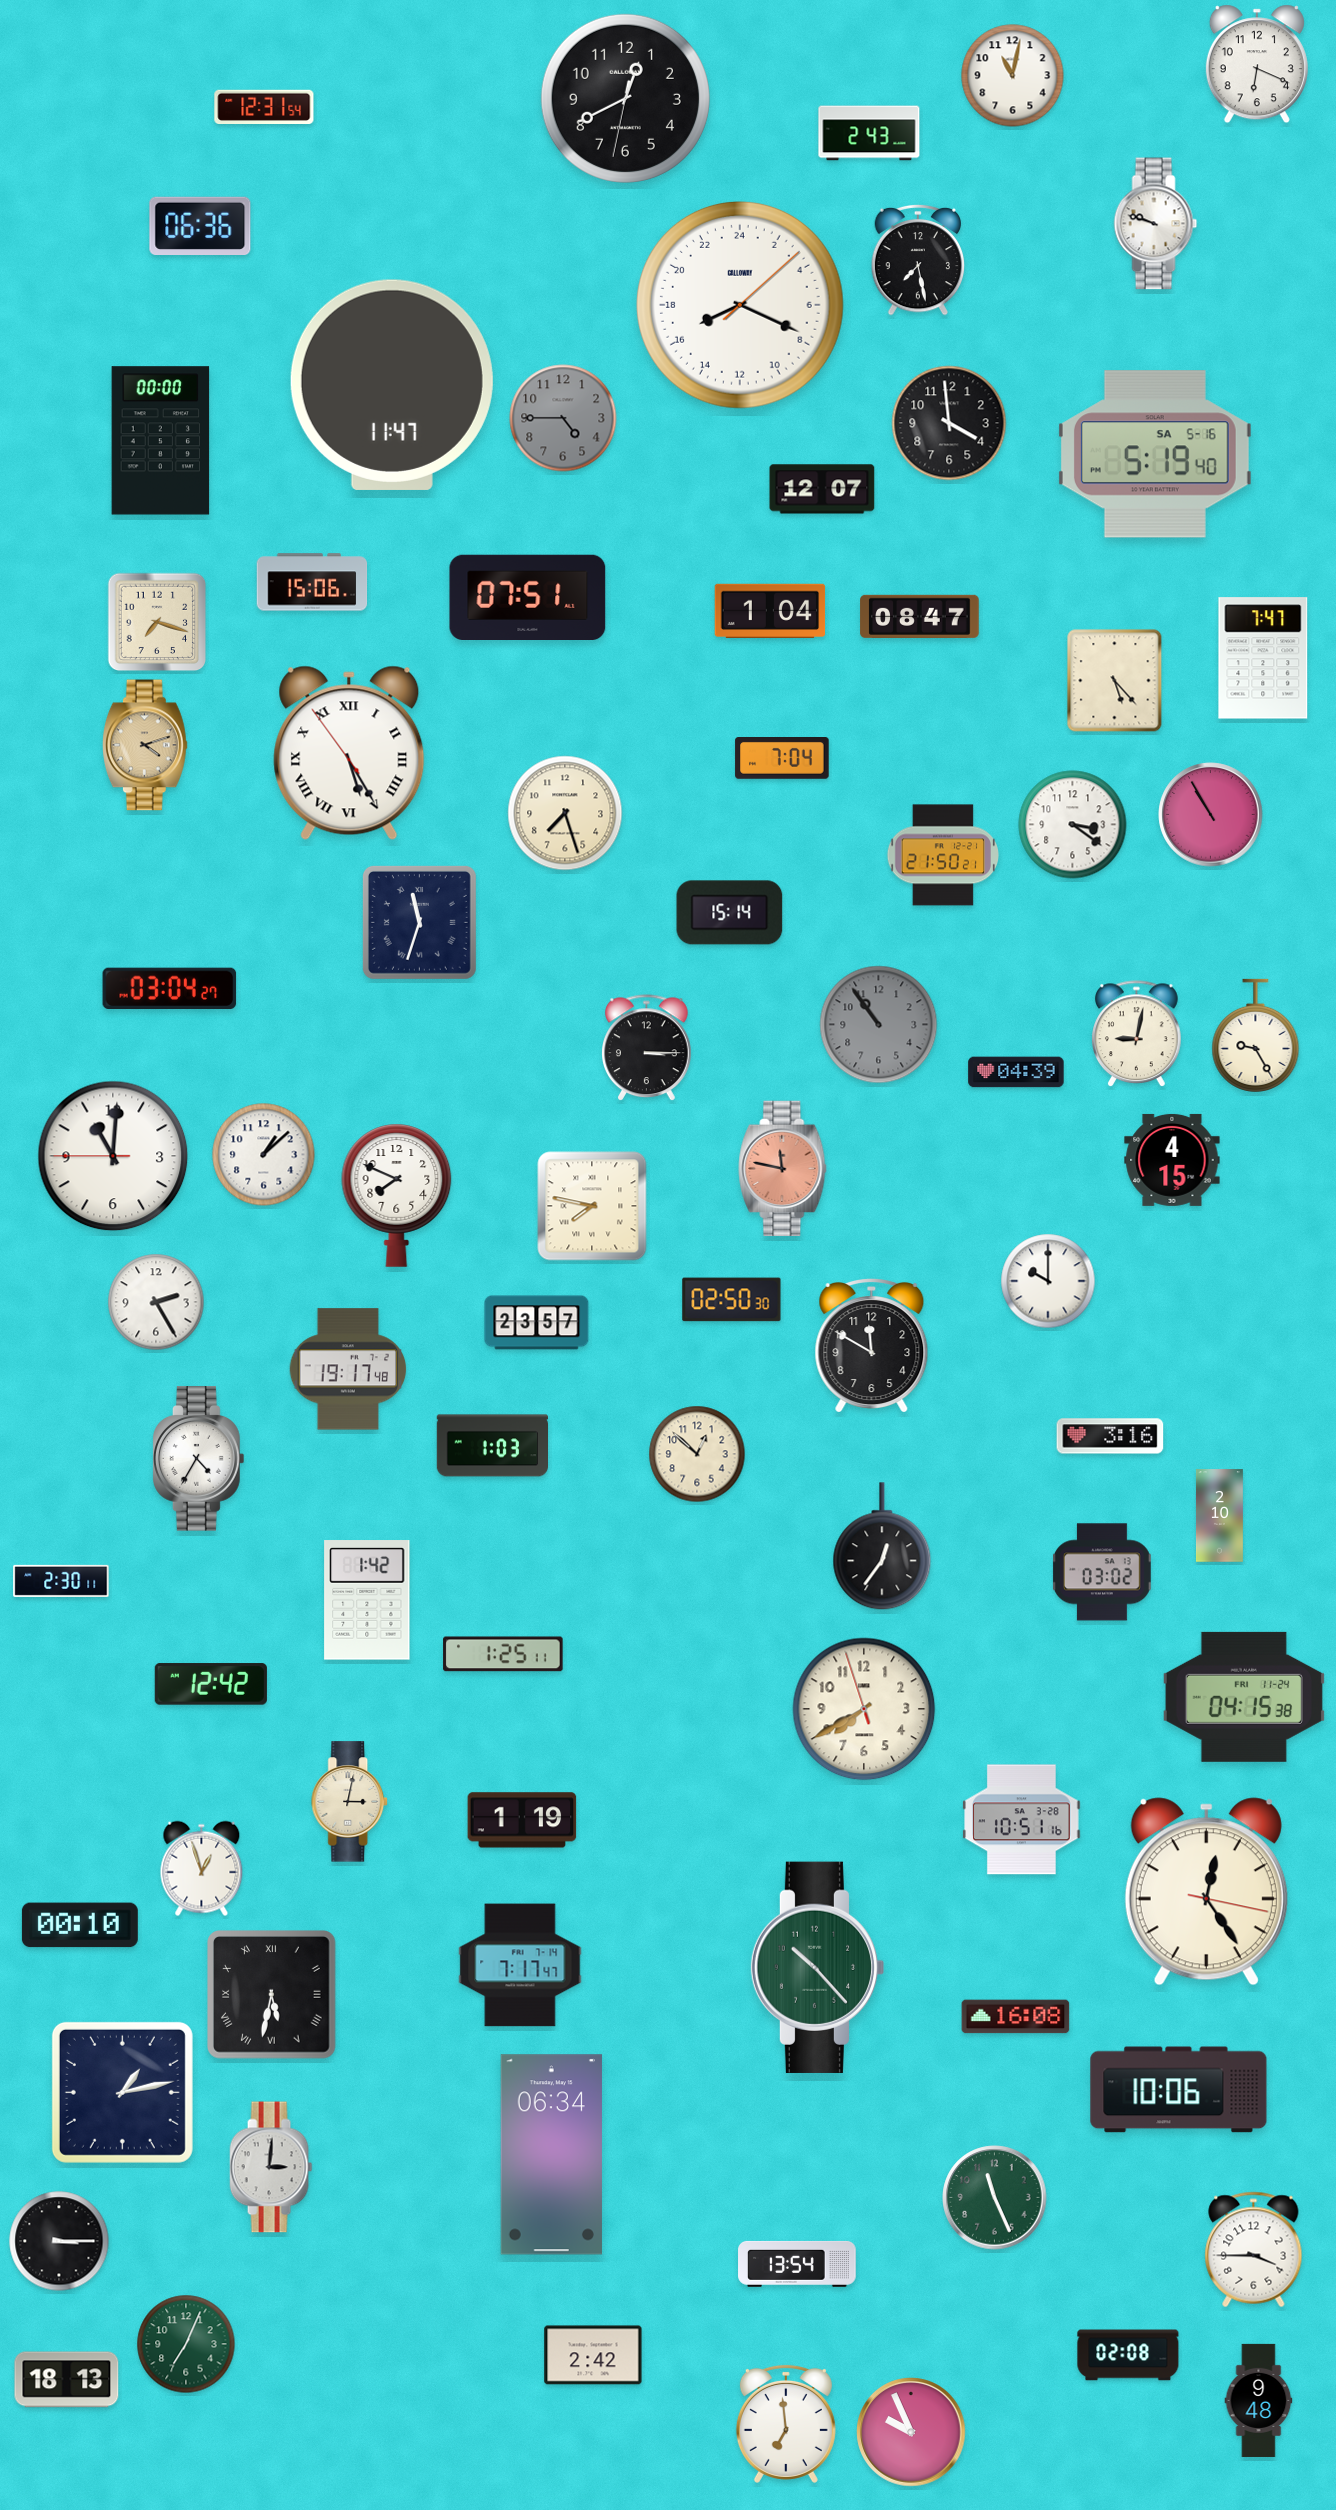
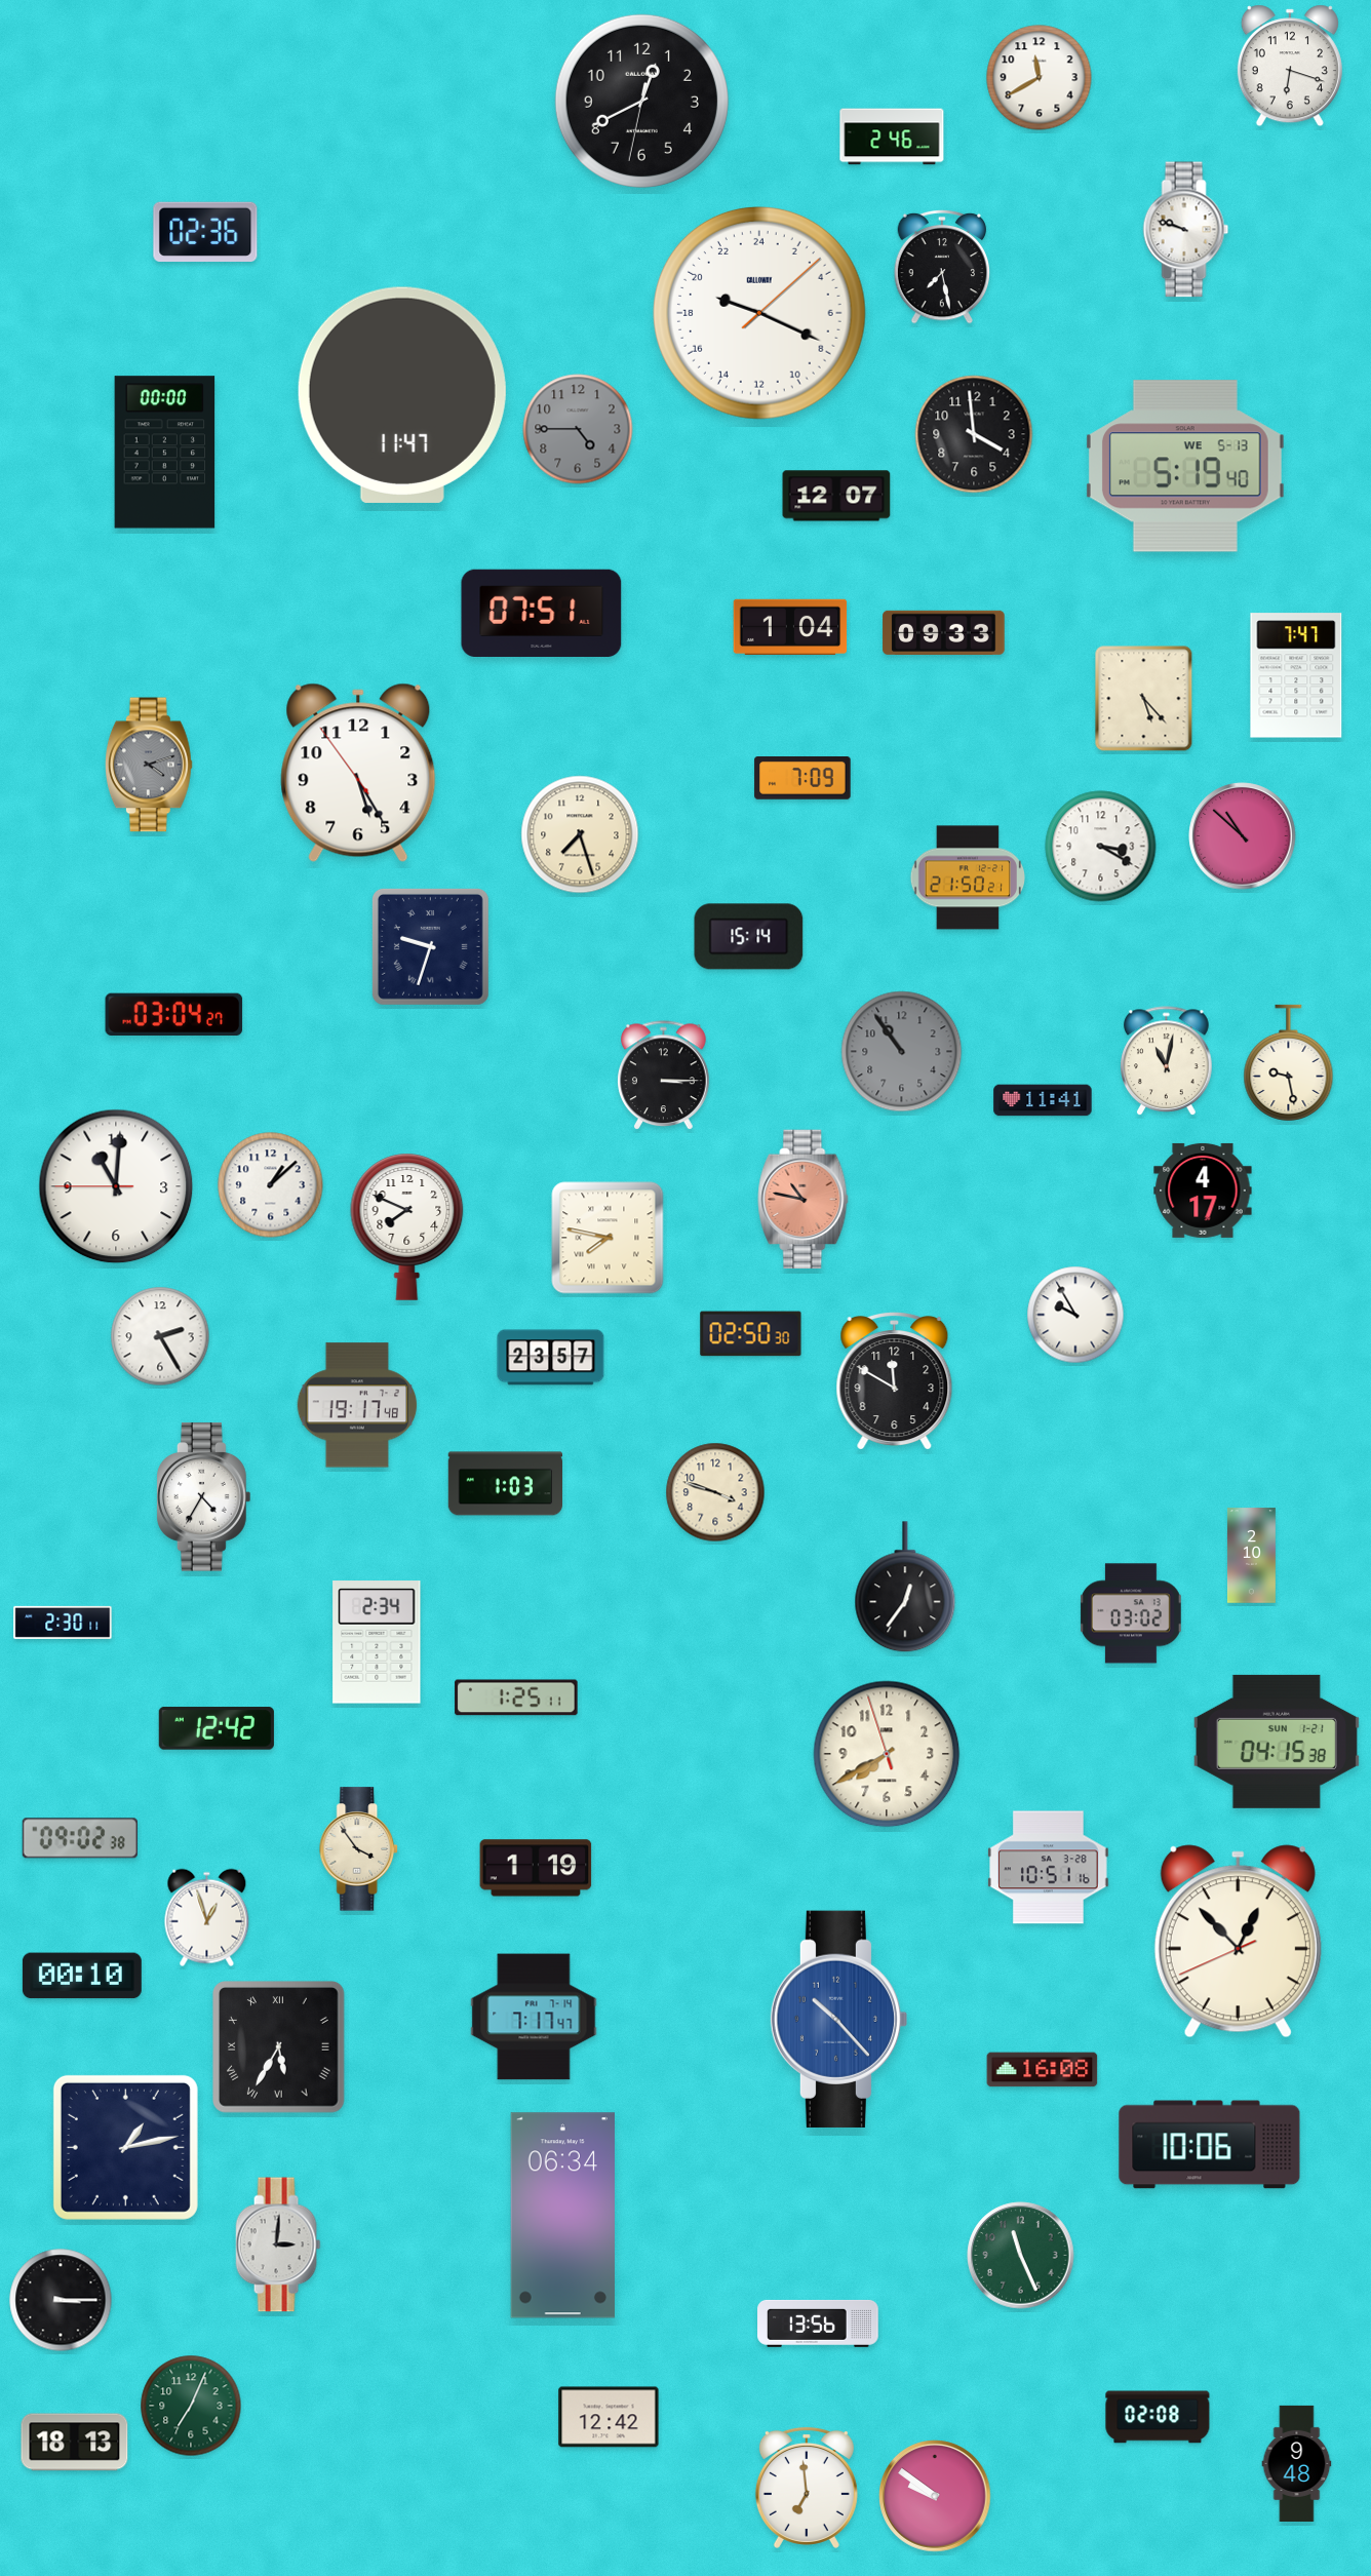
clock at (1257, 64): 6:19 -> 6:18
clock at (1013, 76): 11:02 -> 11:40
clock at (264, 107): 12:31 -> none
clock at (869, 133): 2:43 -> 2:46
clock at (200, 225): 06:36 -> 02:36
clock at (741, 306): 16:19 -> 19:19
clock at (1155, 454) date: SA 5-16 -> WE 5-13
clock at (822, 489) position: (822, 489) -> (836, 496)
clock at (312, 582): 15:06 -> none
clock at (920, 616): 08:47 -> 09:33
clock at (157, 622): 7:18 -> none
clock at (145, 745) dial: champagne -> grey
clock at (349, 753) numerals: Roman -> Arabic
clock at (782, 759): 7:04 -> 7:09
clock at (1211, 815): 10:55 -> 10:52
clock at (1073, 825): 3:21 -> 3:20
clock at (419, 922): 11:33 -> 9:33
clock at (1137, 1034): 9:02 -> 11:02
clock at (1256, 1035): 9:25 -> 9:28
clock at (1016, 1072): 04:39 -> 11:41
clock at (1172, 1160): 4:15 -> 4:17
clock at (783, 1169): 11:47 -> 10:47
clock at (1048, 1281): 10:00 -> 9:55
clock at (1110, 1436): 3:16 -> none
clock at (697, 1454): 12:52 -> 3:48
clock at (367, 1600): 1:42 -> 2:34
clock at (1244, 1697) date: FRI 11-24 -> SUN 1-21
clock at (80, 1838): none -> 09:02
clock at (350, 1802): 3:02 -> 3:54
clock at (1206, 1892): 12:24 -> 12:52
clock at (818, 1967) dial: green -> blue
clock at (272, 1995): 5:32 -> 5:35
clock at (551, 2155) position: (551, 2155) -> (562, 2216)
clock at (271, 2167) position: (271, 2167) -> (278, 2245)
clock at (1254, 2250): 3:45 -> none
clock at (797, 2264): 13:54 -> 13:56
clock at (593, 2355): 2:42 -> 12:42
clock at (67, 2380) position: (67, 2380) -> (75, 2443)
clock at (1259, 2400) position: (1259, 2400) -> (1297, 2463)
clock at (911, 2432): 9:56 -> 9:51
